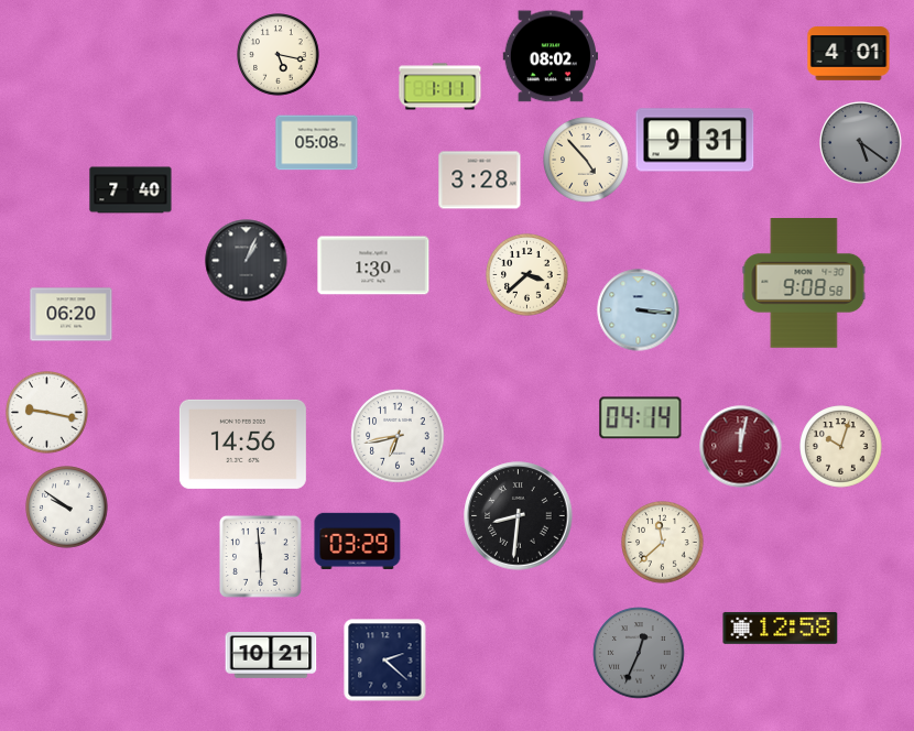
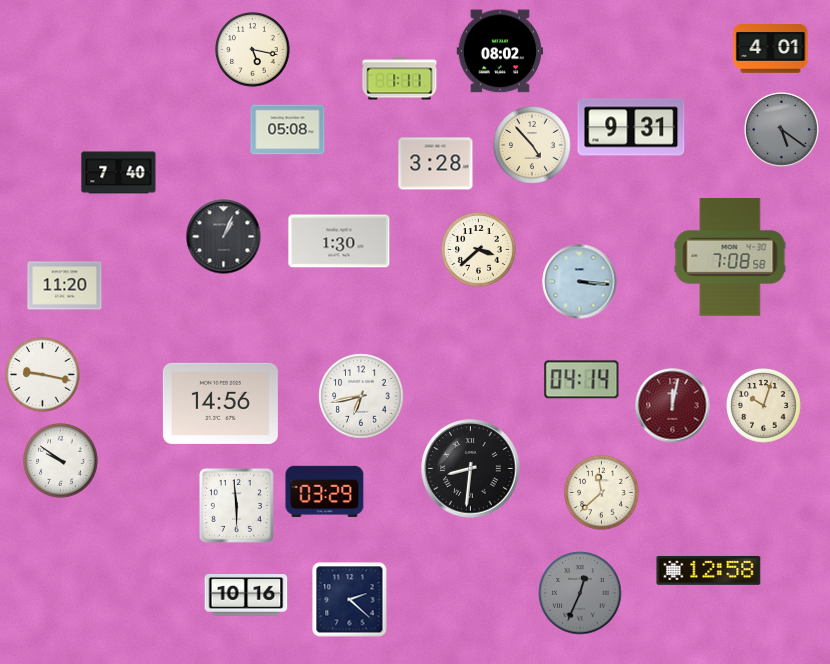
clock at (804, 283): 9:08 -> 7:08
clock at (72, 315): 06:20 -> 11:20
clock at (271, 655): 10:21 -> 10:16
